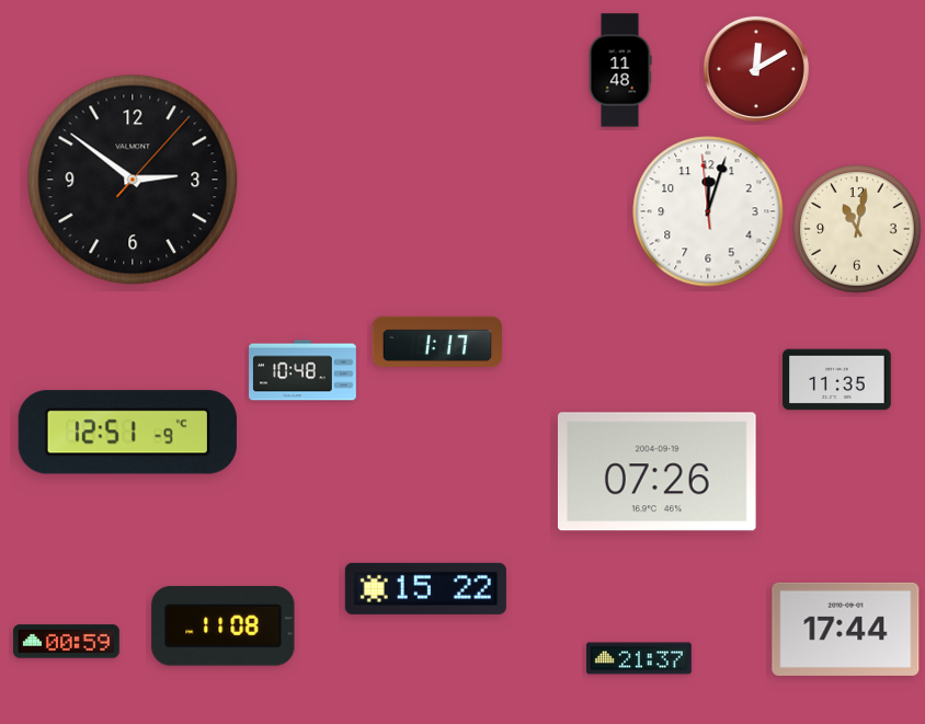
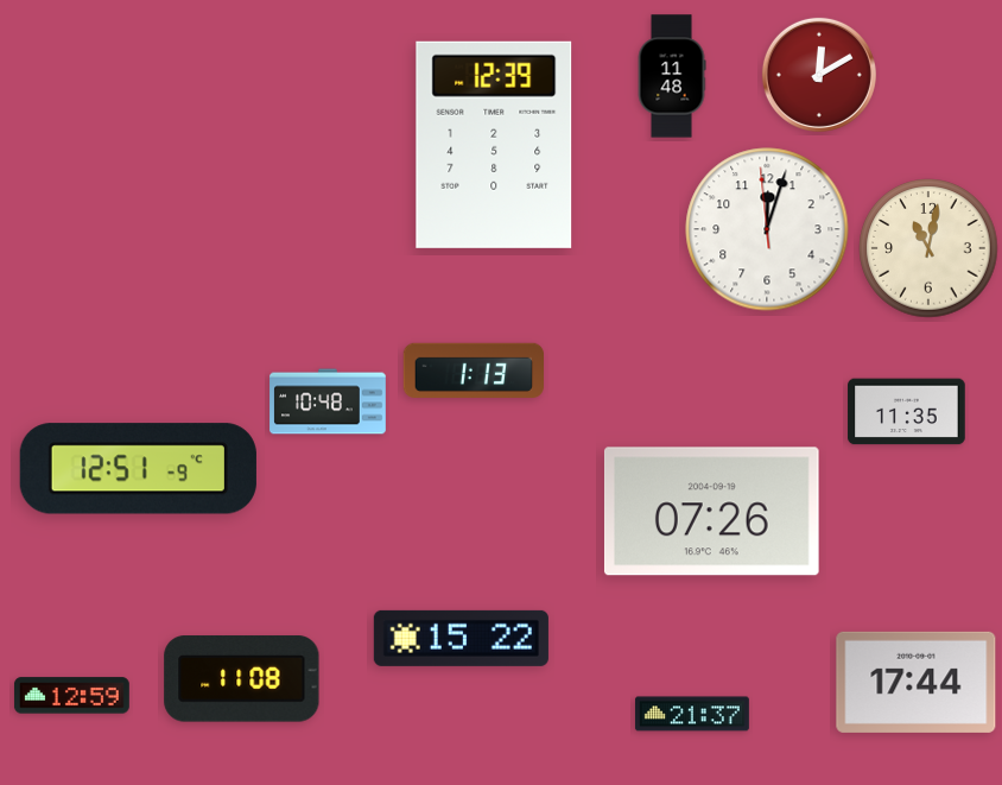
clock at (494, 145): none -> 12:39
clock at (133, 180): 2:51 -> none
clock at (436, 342): 1:17 -> 1:13
clock at (66, 642): 00:59 -> 12:59
